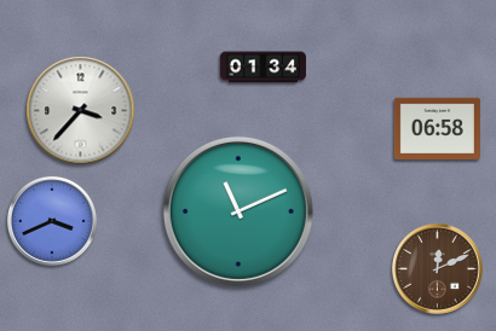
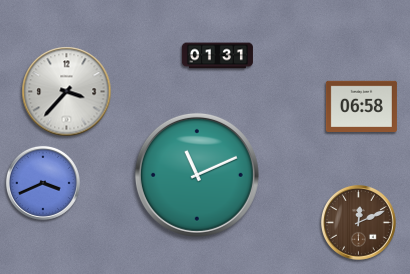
clock at (263, 68): 01:34 -> 01:31
clock at (437, 268) position: (437, 268) -> (358, 222)
